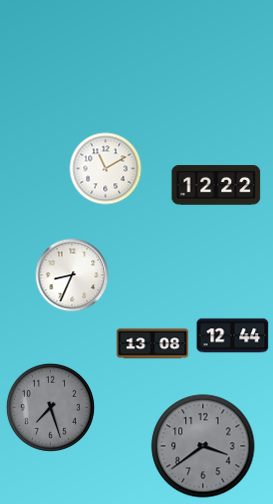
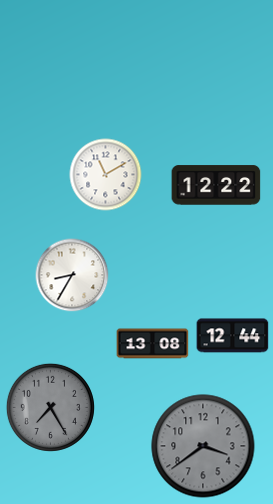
clock at (106, 169) position: (106, 169) -> (106, 175)
clock at (72, 275): 8:34 -> 8:35
clock at (50, 407): 7:27 -> 7:25
